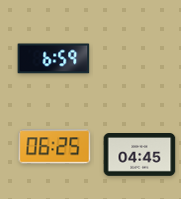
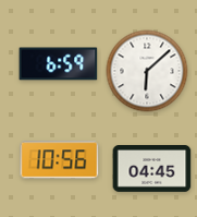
clock at (147, 71): none -> 6:08
clock at (55, 147): 06:25 -> 10:56
